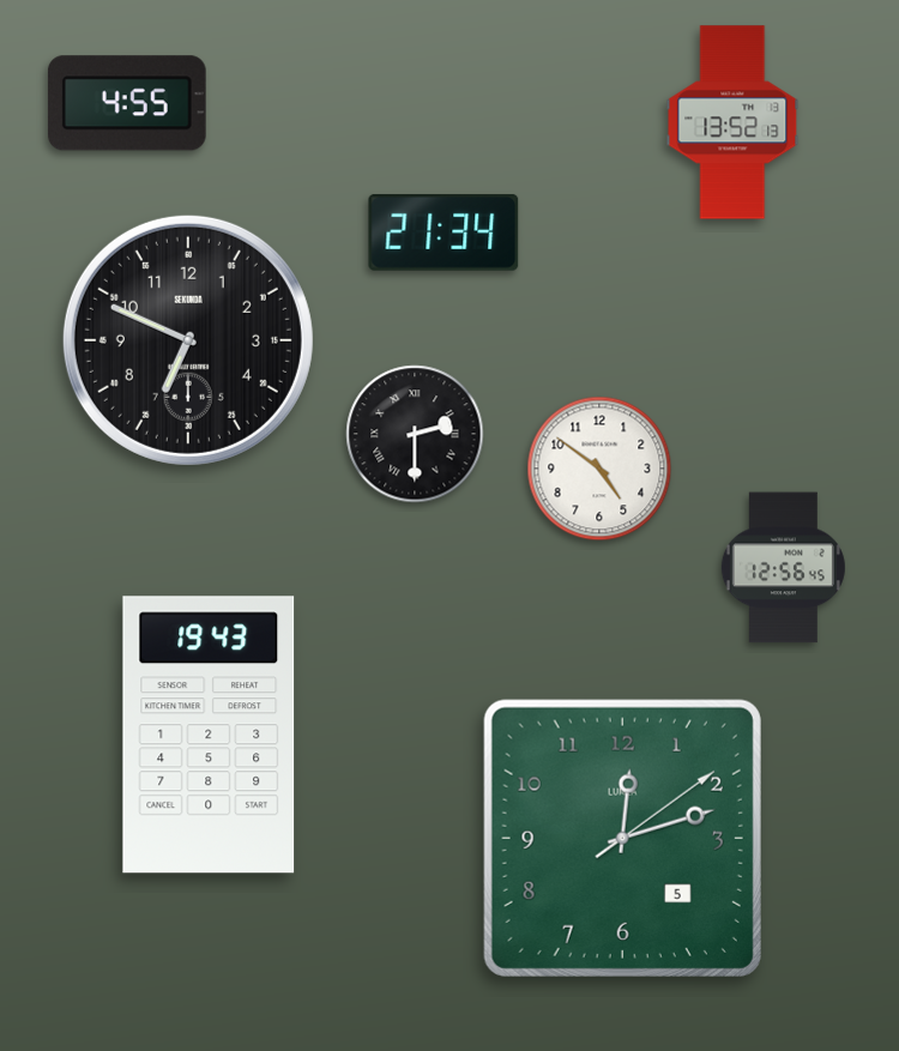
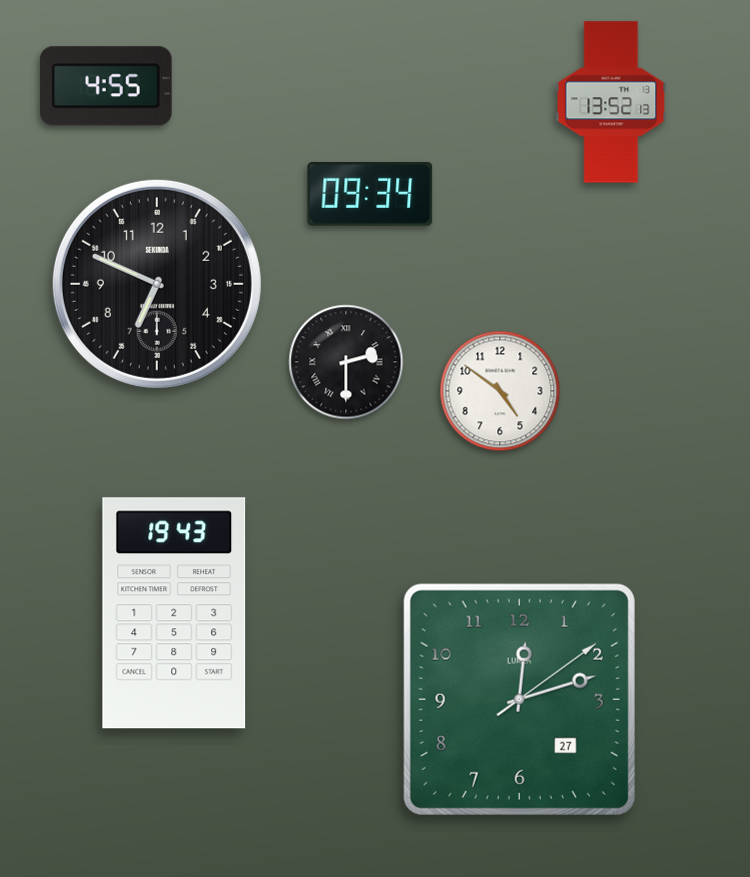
clock at (444, 232): 21:34 -> 09:34
clock at (783, 568): 12:56 -> none
clock at (622, 838) date: 5 -> 27
